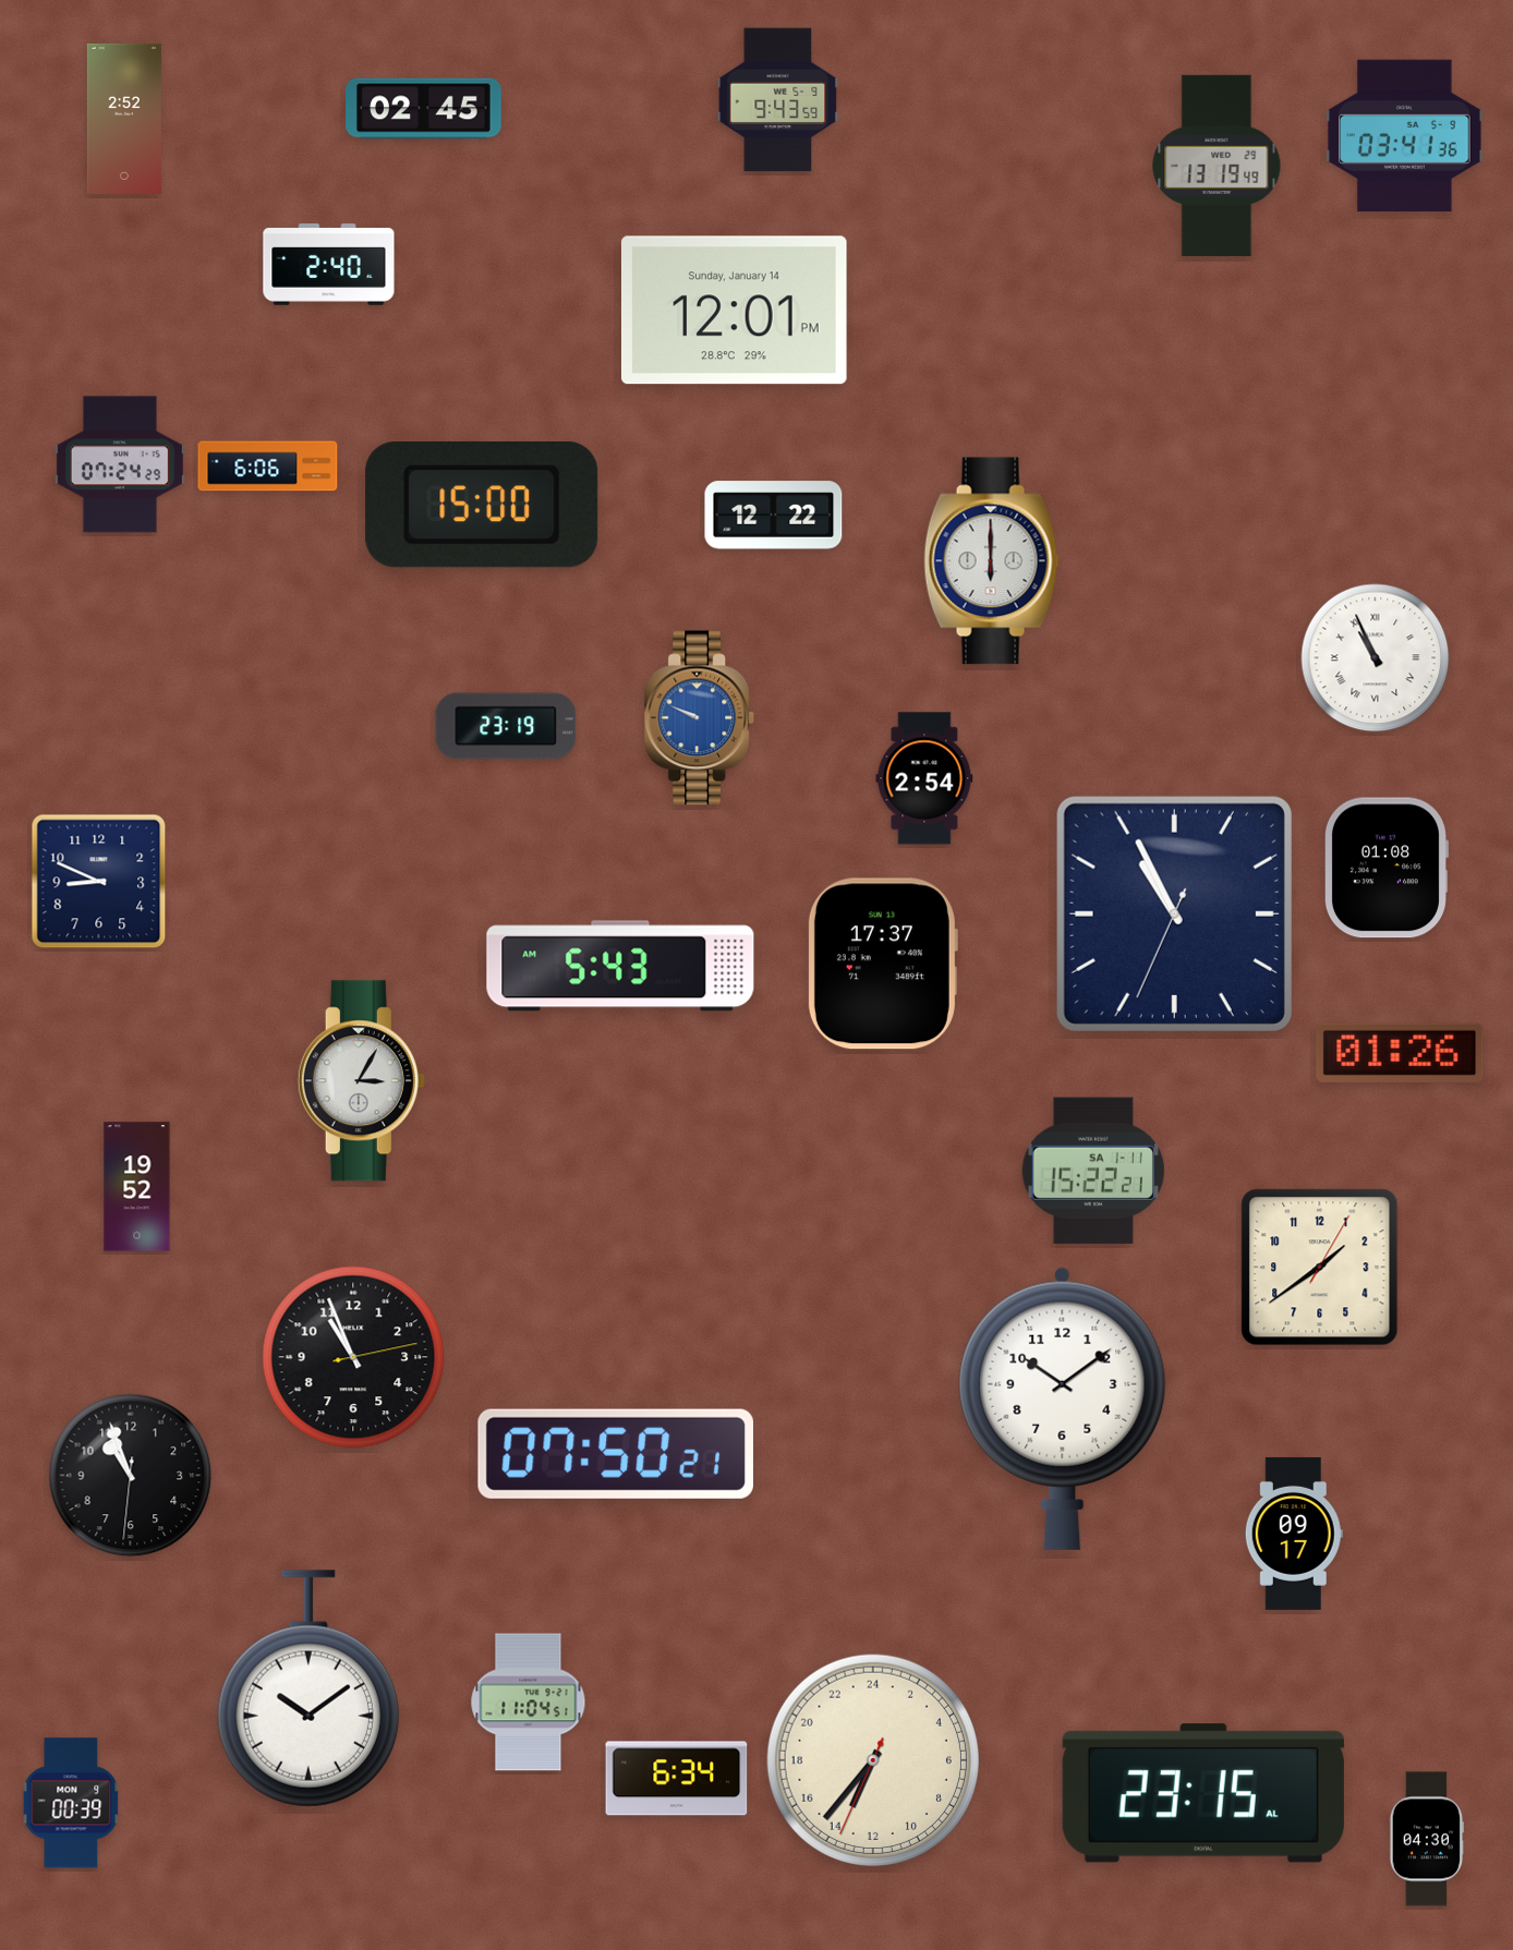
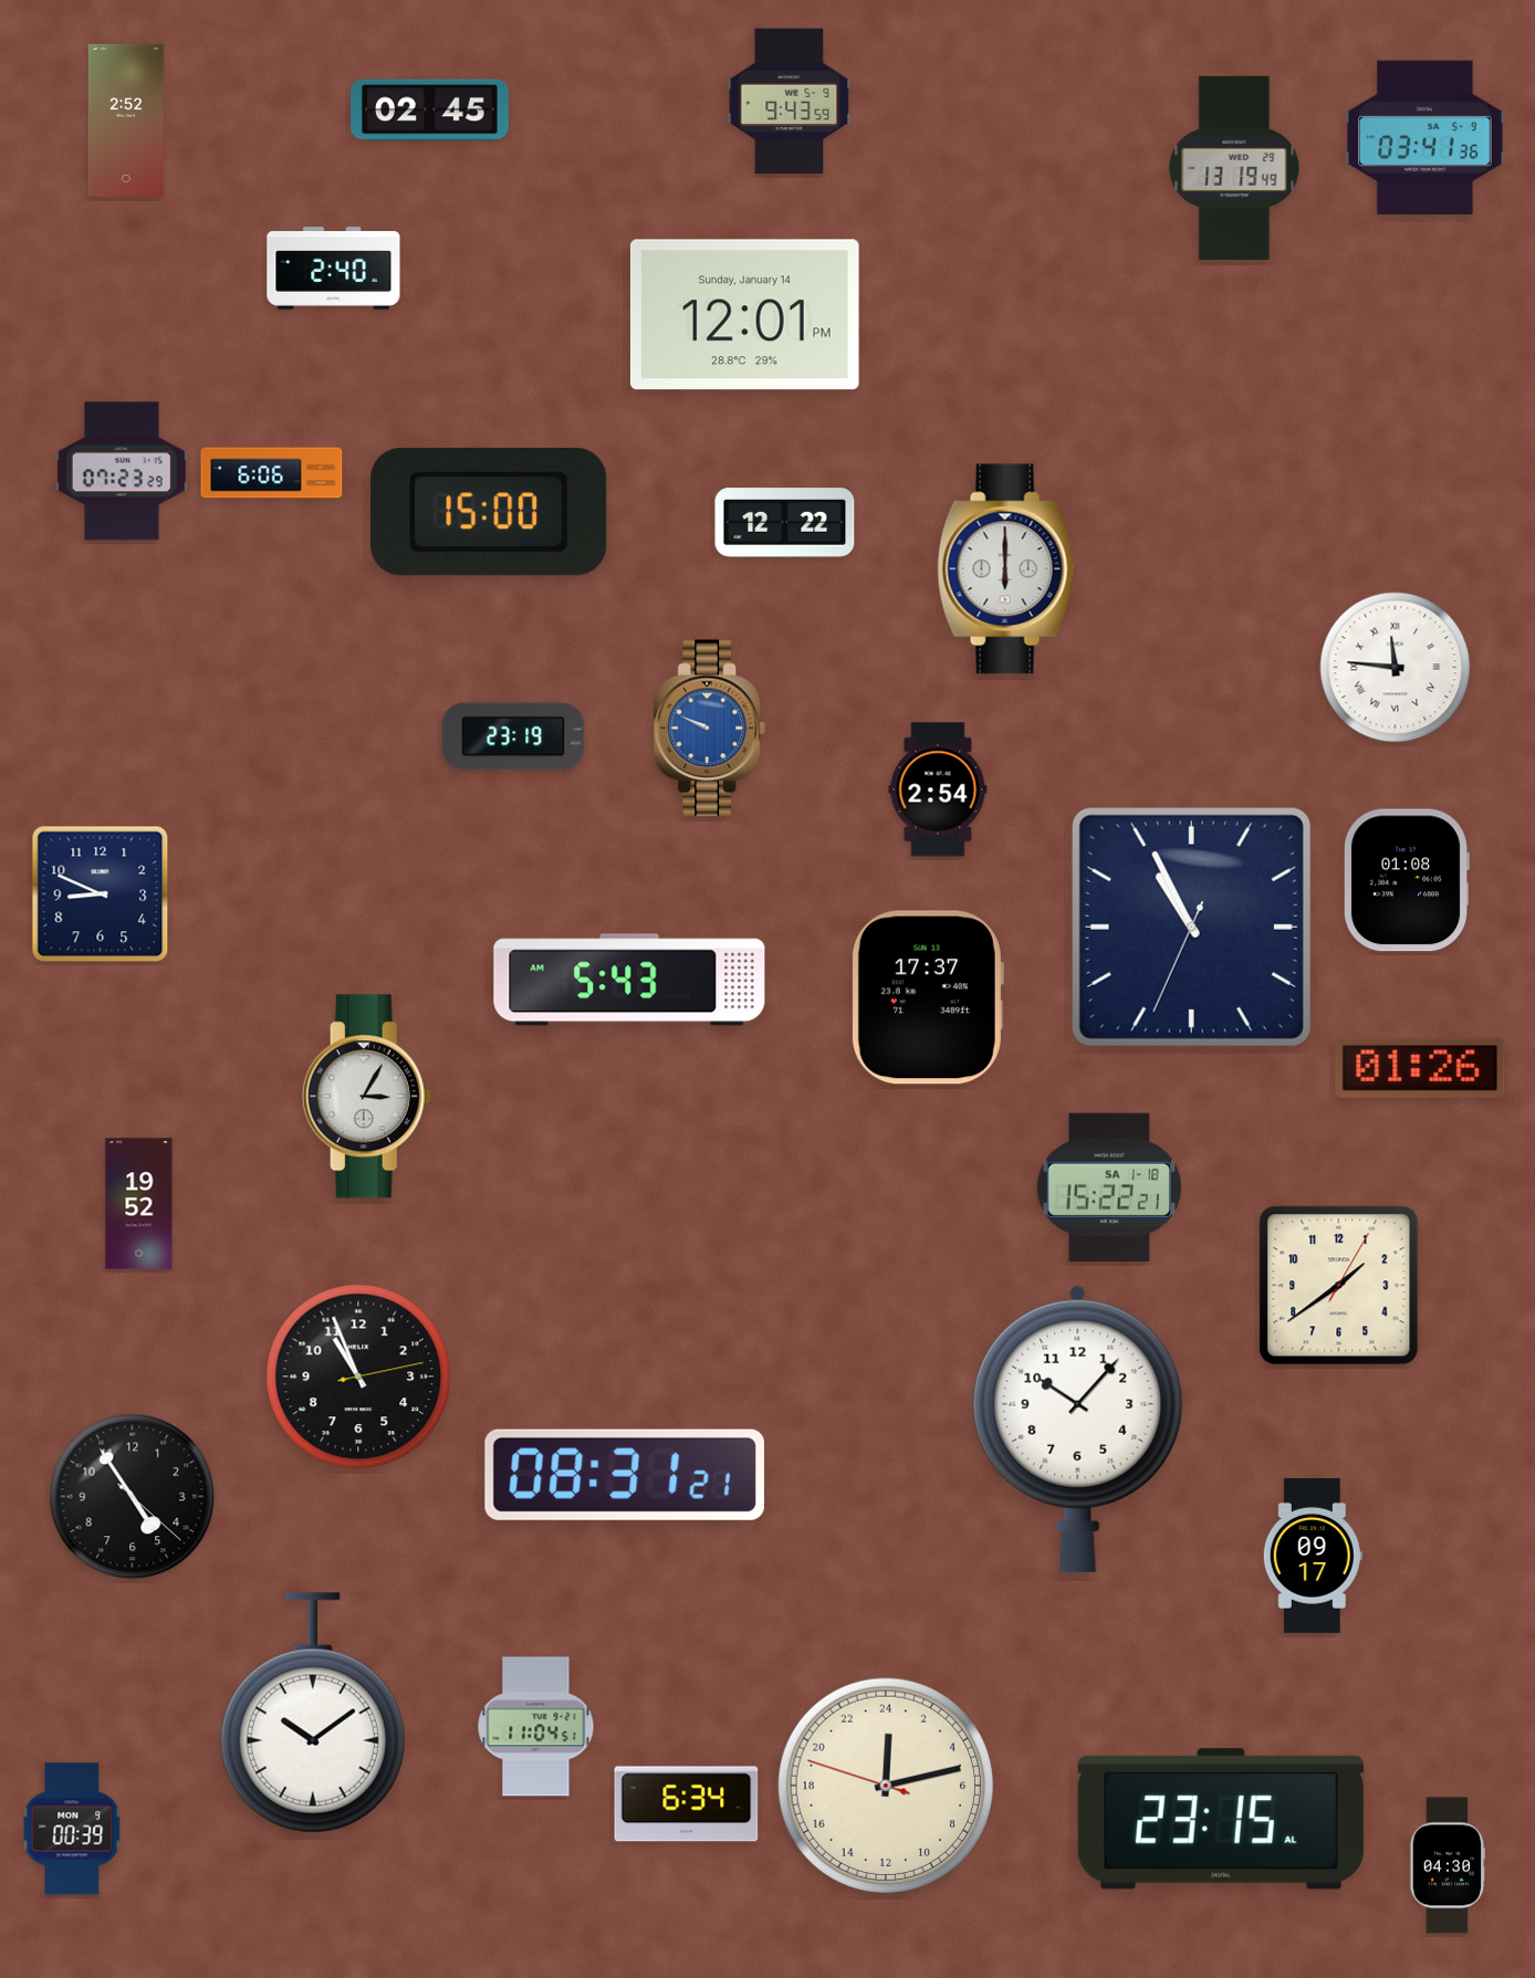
clock at (120, 464): 07:24 -> 07:23
clock at (1376, 658): 10:56 -> 11:46
clock at (882, 964) position: (882, 964) -> (927, 997)
clock at (1093, 1171) date: SA 1-11 -> SA 1-18
clock at (1063, 1408): 10:09 -> 10:07
clock at (616, 1454): 07:50 -> 08:31
clock at (131, 1476): 10:56 -> 4:54
clock at (873, 1760): 13:36 -> 0:12
